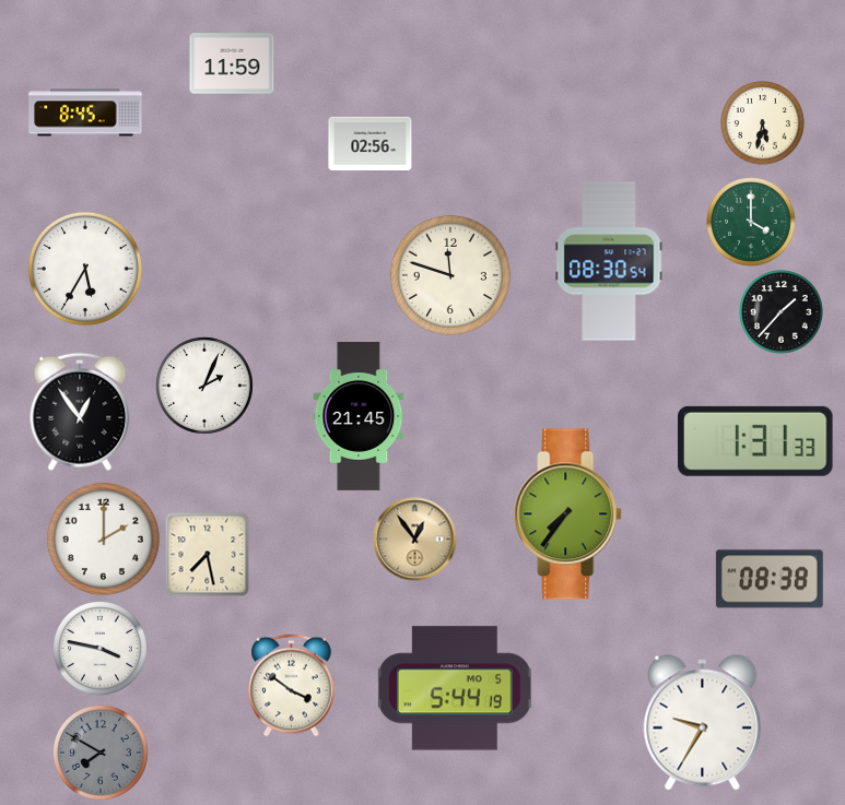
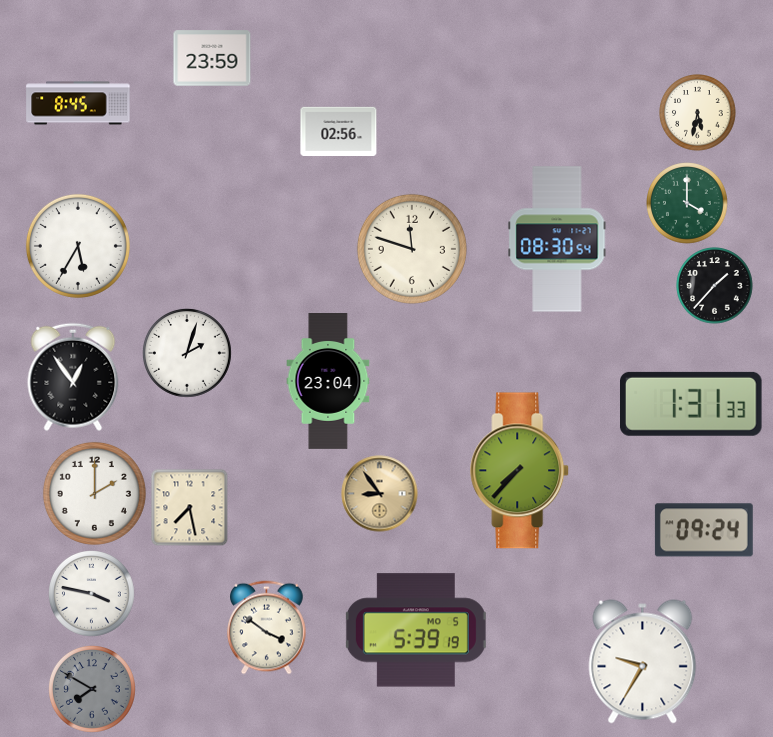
clock at (232, 63): 11:59 -> 23:59
clock at (450, 275) position: (450, 275) -> (412, 249)
clock at (204, 386): 2:04 -> 2:03
clock at (359, 417): 21:45 -> 23:04
clock at (568, 514): 7:36 -> 7:37
clock at (415, 540): 12:54 -> 8:54
clock at (770, 579): 08:38 -> 09:24
clock at (455, 688): 5:44 -> 5:39
